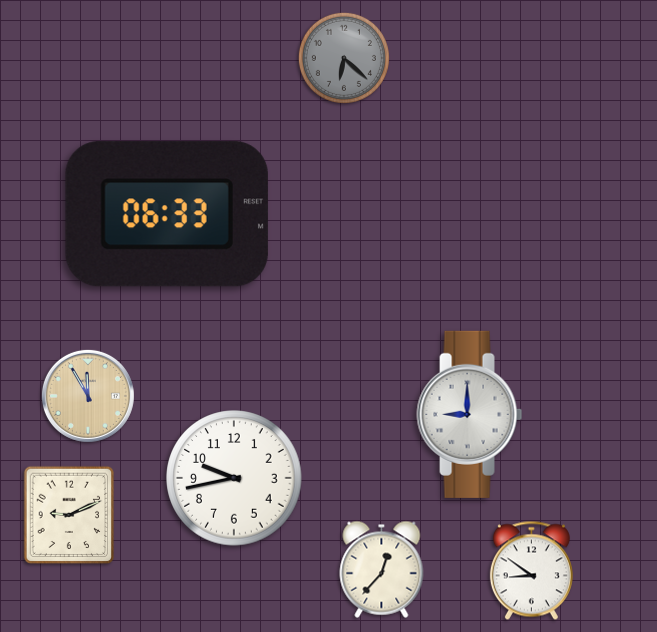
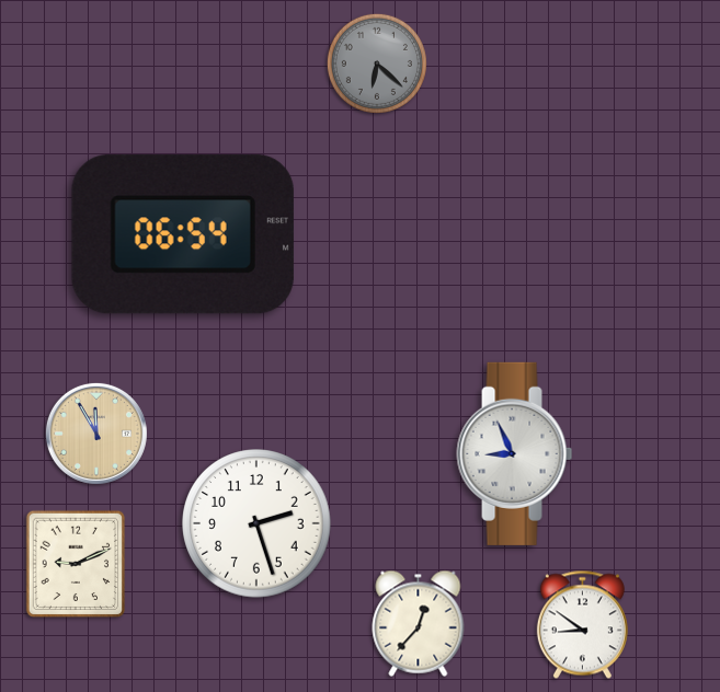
clock at (167, 214): 06:33 -> 06:54
clock at (470, 414): 9:00 -> 8:56
clock at (234, 478): 9:43 -> 2:27
